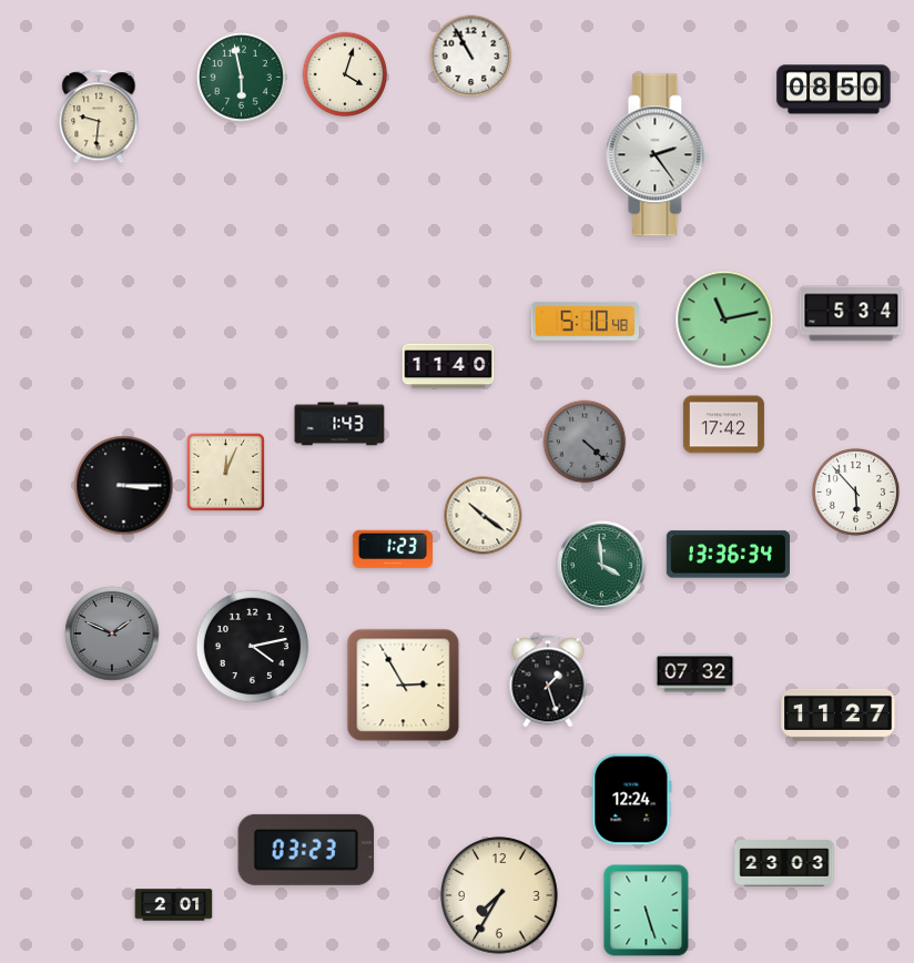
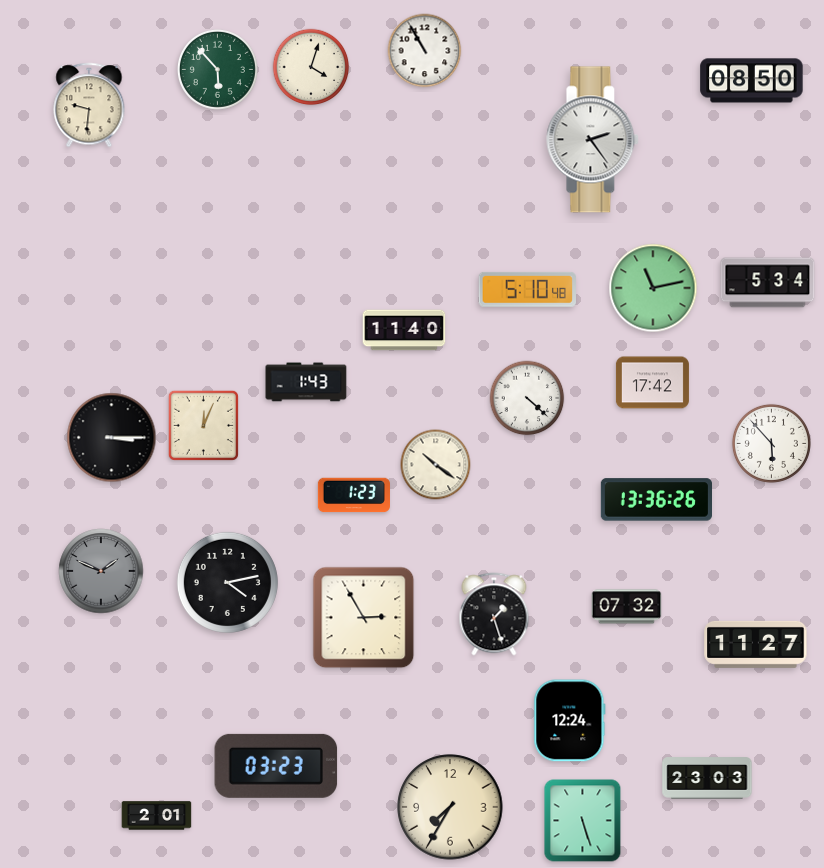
clock at (241, 77): 5:58 -> 5:53
clock at (585, 442) dial: grey -> white
clock at (728, 555): 13:36:34 -> 13:36:26
clock at (602, 566): 3:59 -> none
